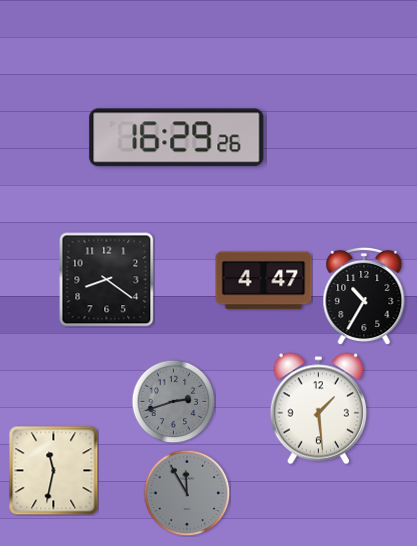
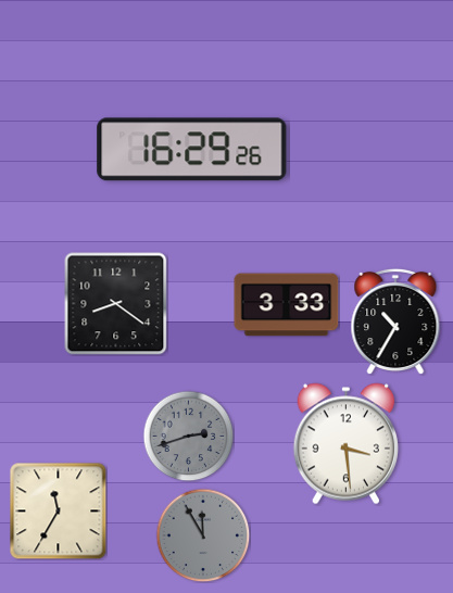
clock at (264, 281): 4:47 -> 3:33
clock at (318, 409): 1:29 -> 3:29
clock at (53, 470): 11:32 -> 11:35
